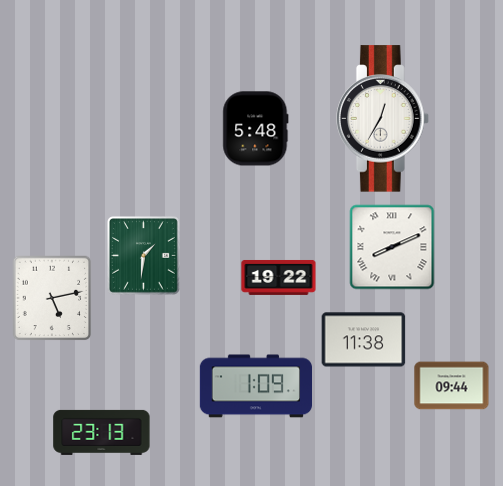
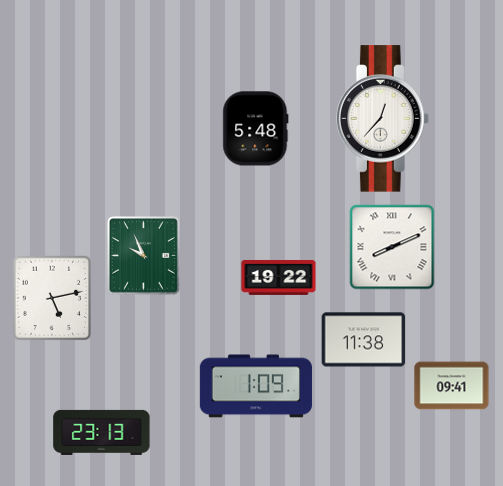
clock at (383, 119): 12:35 -> 12:37
clock at (144, 256): 1:31 -> 9:56
clock at (452, 386): 09:44 -> 09:41
